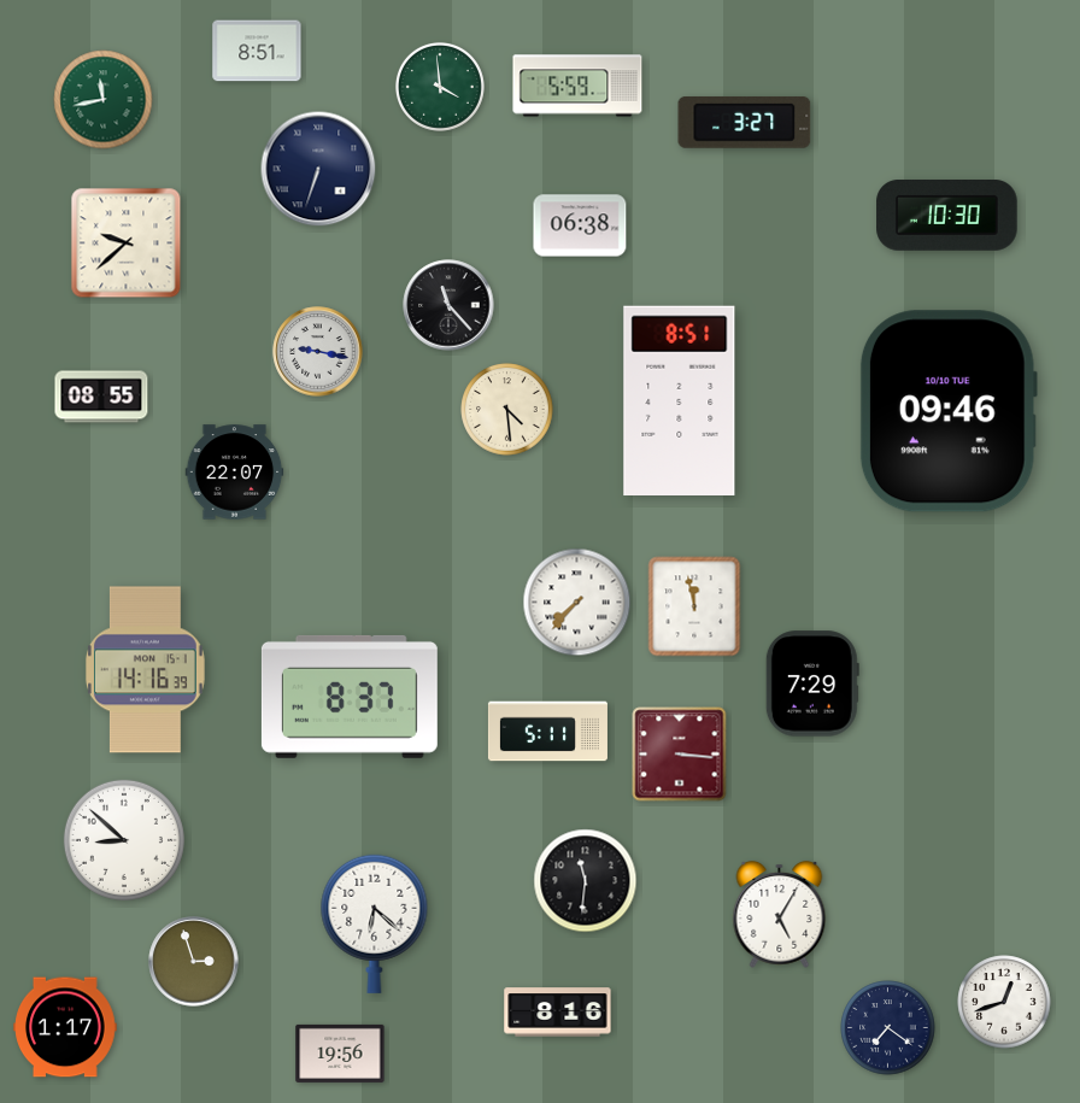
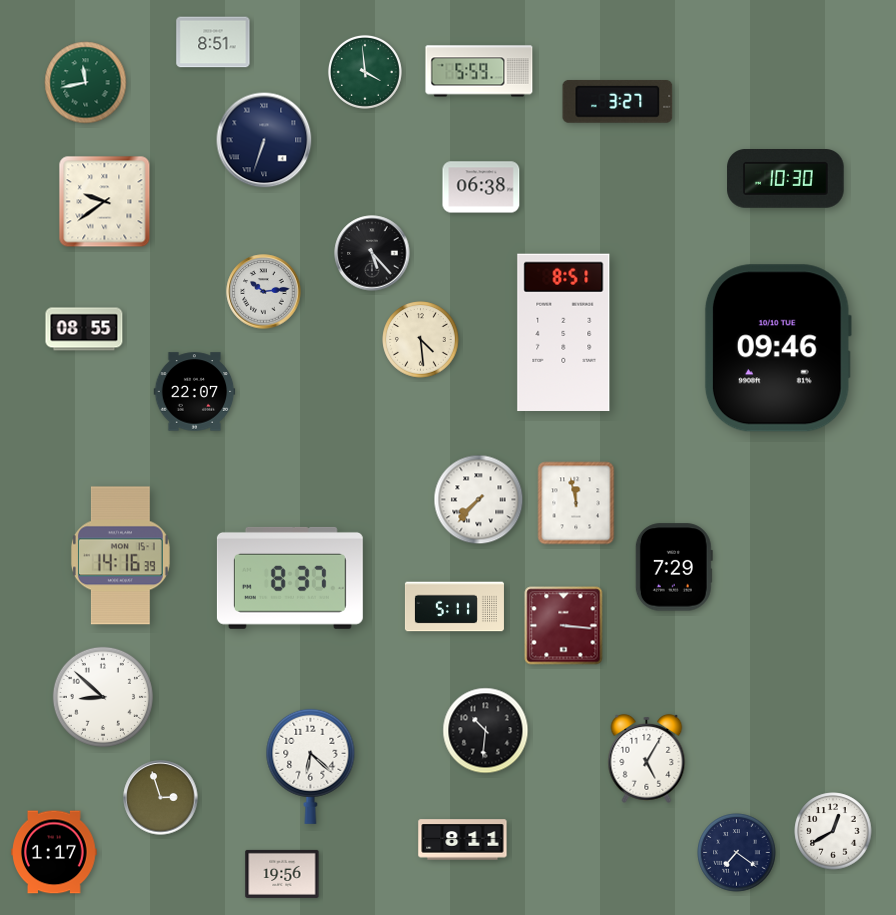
clock at (127, 244): 9:38 -> 9:39
clock at (448, 305): 11:23 -> 5:23
clock at (318, 352): 9:17 -> 10:14
clock at (949, 411) position: (949, 411) -> (778, 348)
clock at (586, 881): 11:31 -> 10:31
clock at (1004, 1002): 12:42 -> 12:40
clock at (558, 1013): 8:16 -> 8:11
